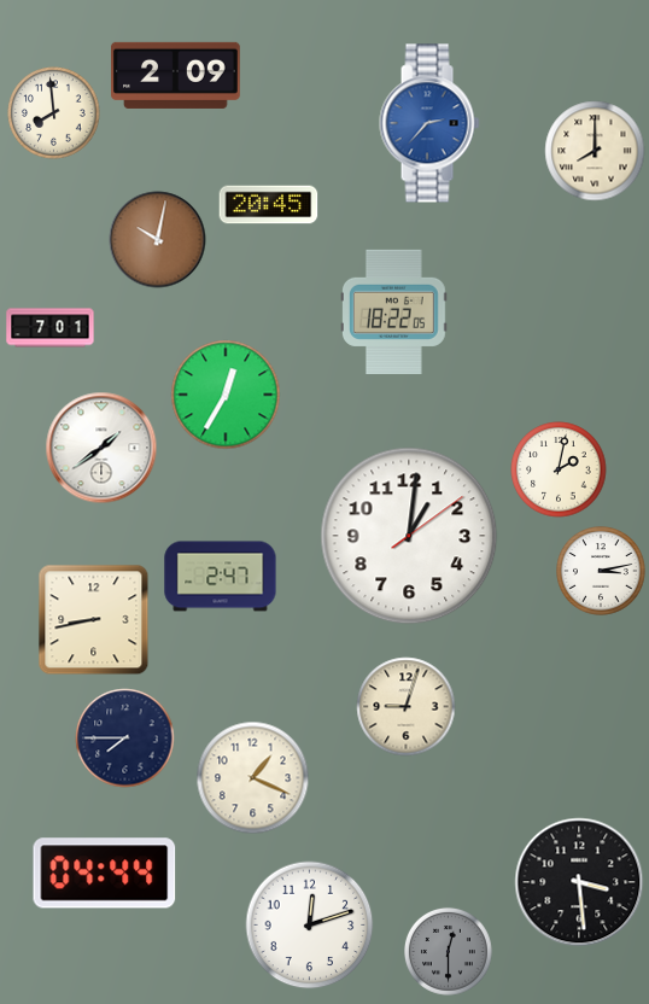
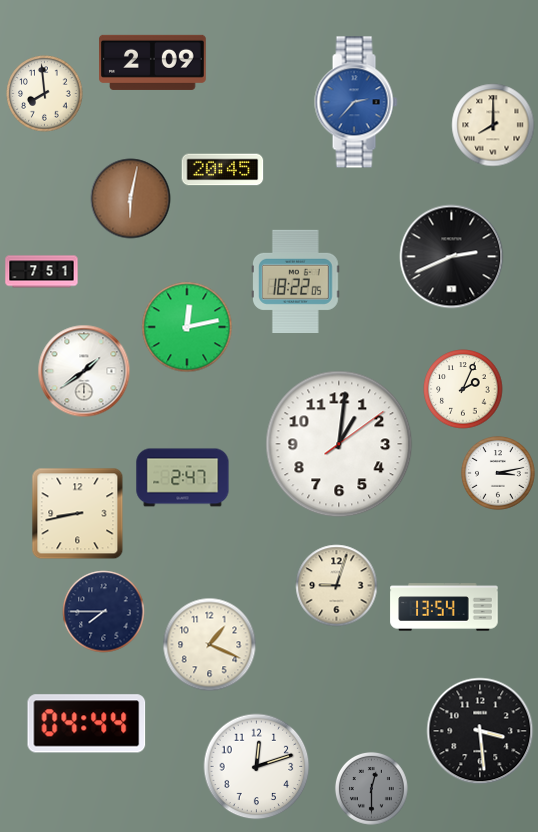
clock at (176, 75) position: (176, 75) -> (153, 62)
clock at (158, 240): 10:02 -> 6:02
clock at (452, 257): none -> 2:41
clock at (394, 311) position: (394, 311) -> (296, 281)
clock at (51, 328): 7:01 -> 7:51
clock at (226, 395): 12:35 -> 12:13
clock at (559, 469): 2:02 -> 2:04
clock at (444, 607): none -> 13:54
